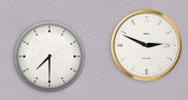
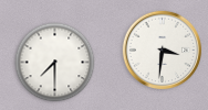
clock at (146, 45): 2:49 -> 3:31
